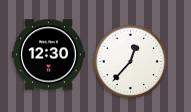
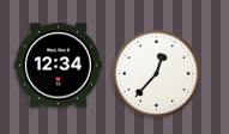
clock at (48, 55): 12:30 -> 12:34
